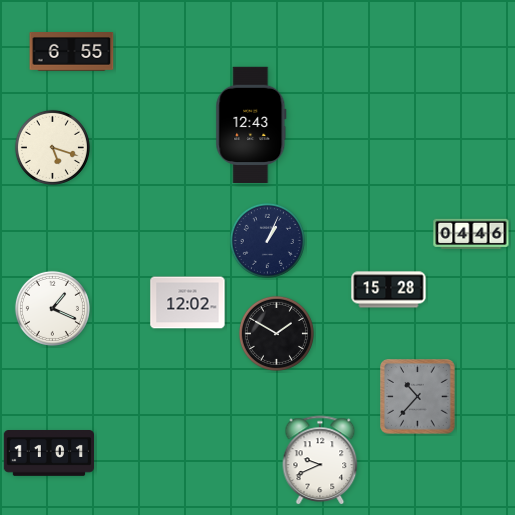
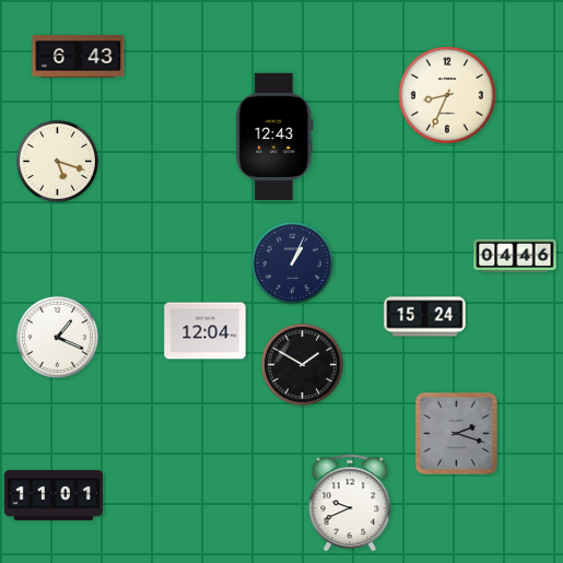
clock at (72, 52): 6:55 -> 6:43
clock at (448, 96): none -> 8:34
clock at (389, 290): 15:28 -> 15:24
clock at (188, 303): 12:02 -> 12:04
clock at (418, 397): 10:37 -> 2:18
